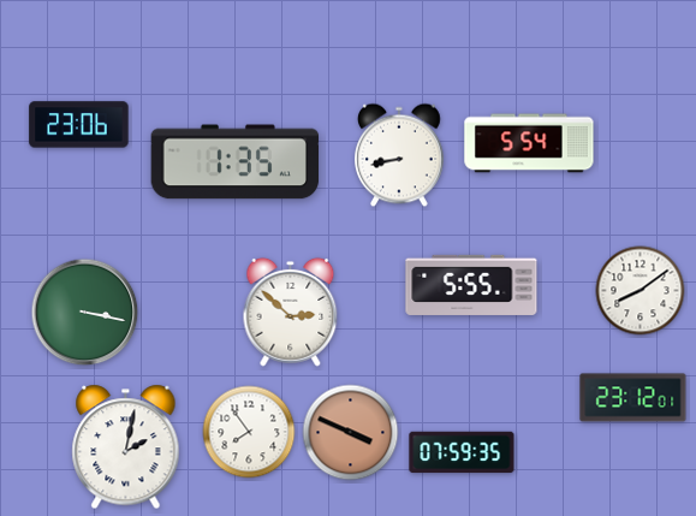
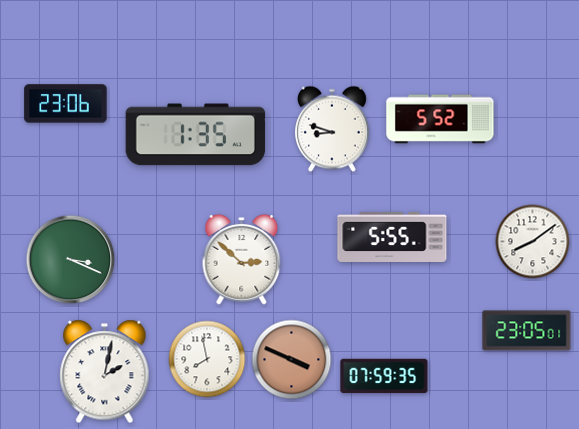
clock at (529, 143): 5:54 -> 5:52
clock at (400, 155): 8:43 -> 8:48
clock at (85, 313): 3:17 -> 3:19
clock at (633, 398): 23:12 -> 23:05
clock at (249, 432): 7:54 -> 7:58
